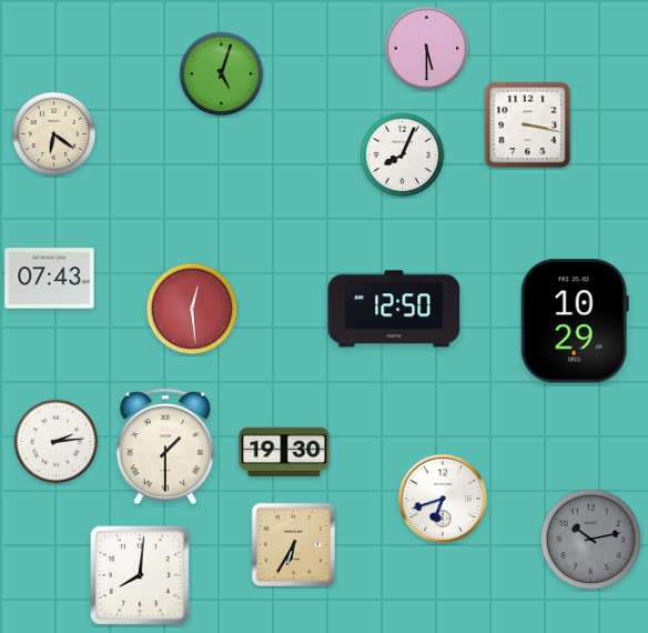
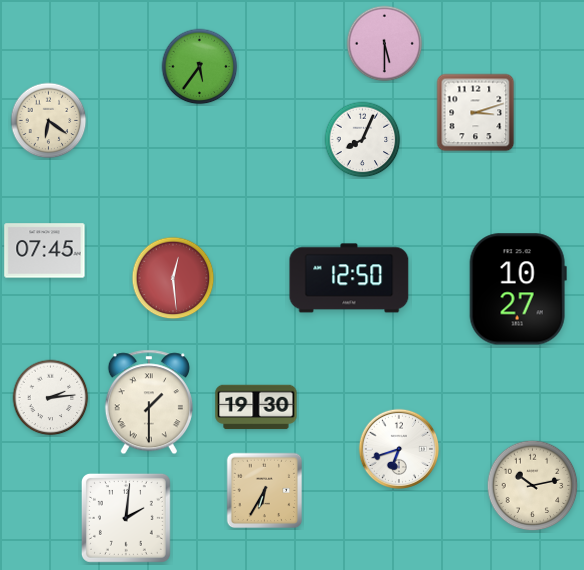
clock at (222, 74): 5:03 -> 5:36
clock at (528, 125): 3:17 -> 3:12
clock at (50, 279): 07:43 -> 07:45
clock at (394, 309) position: (394, 309) -> (349, 278)
clock at (575, 321): 10:29 -> 10:27
clock at (591, 540) dial: grey -> cream
clock at (140, 575): 8:01 -> 2:01
